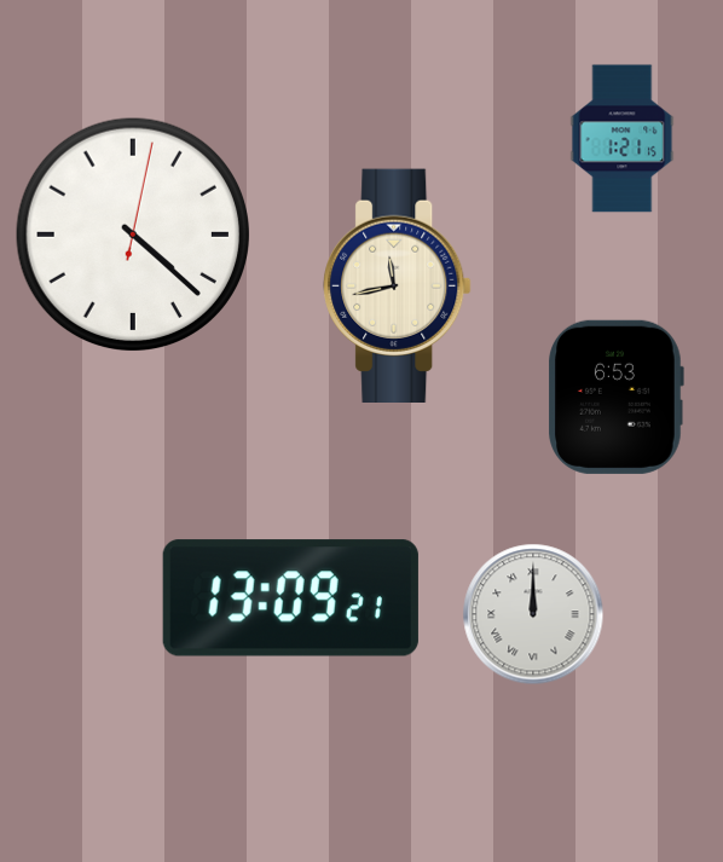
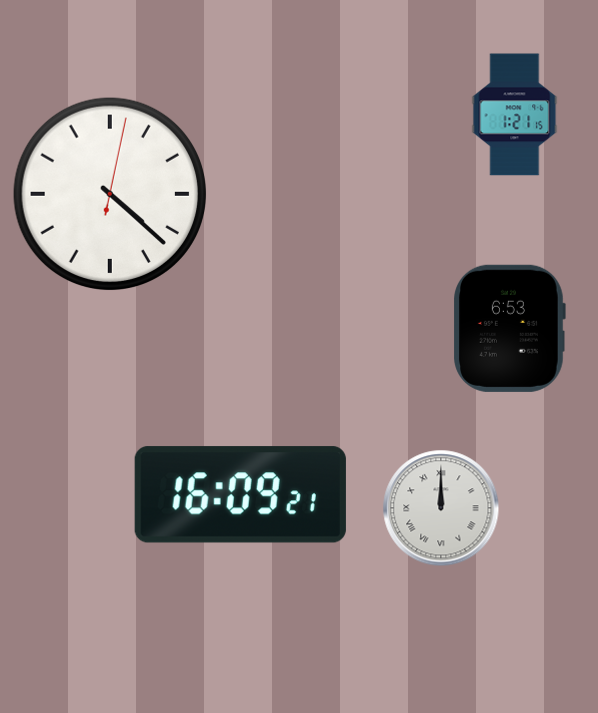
clock at (398, 285): 11:43 -> none
clock at (290, 598): 13:09 -> 16:09
